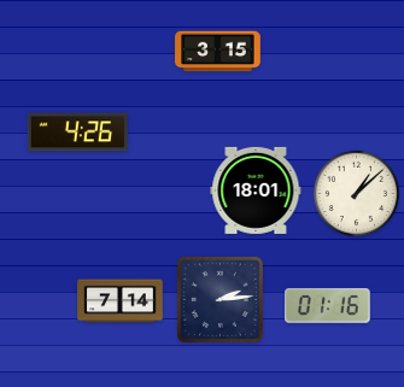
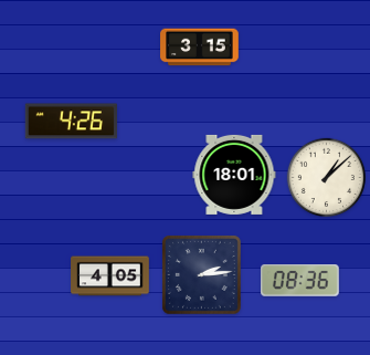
clock at (121, 301): 7:14 -> 4:05
clock at (328, 306): 01:16 -> 08:36
